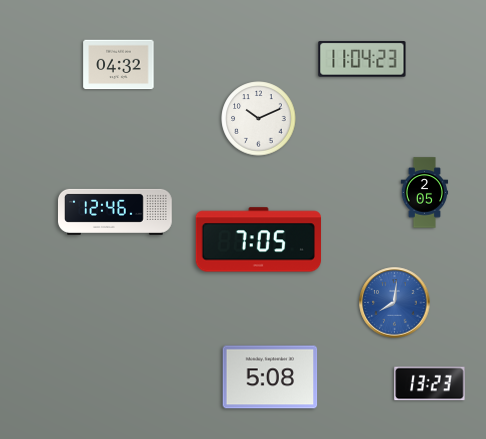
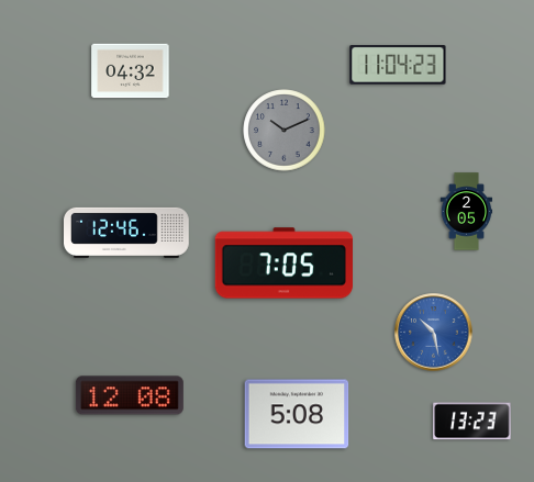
clock at (259, 119) dial: white -> grey
clock at (395, 303): 8:01 -> 10:28
clock at (130, 395): none -> 12:08
